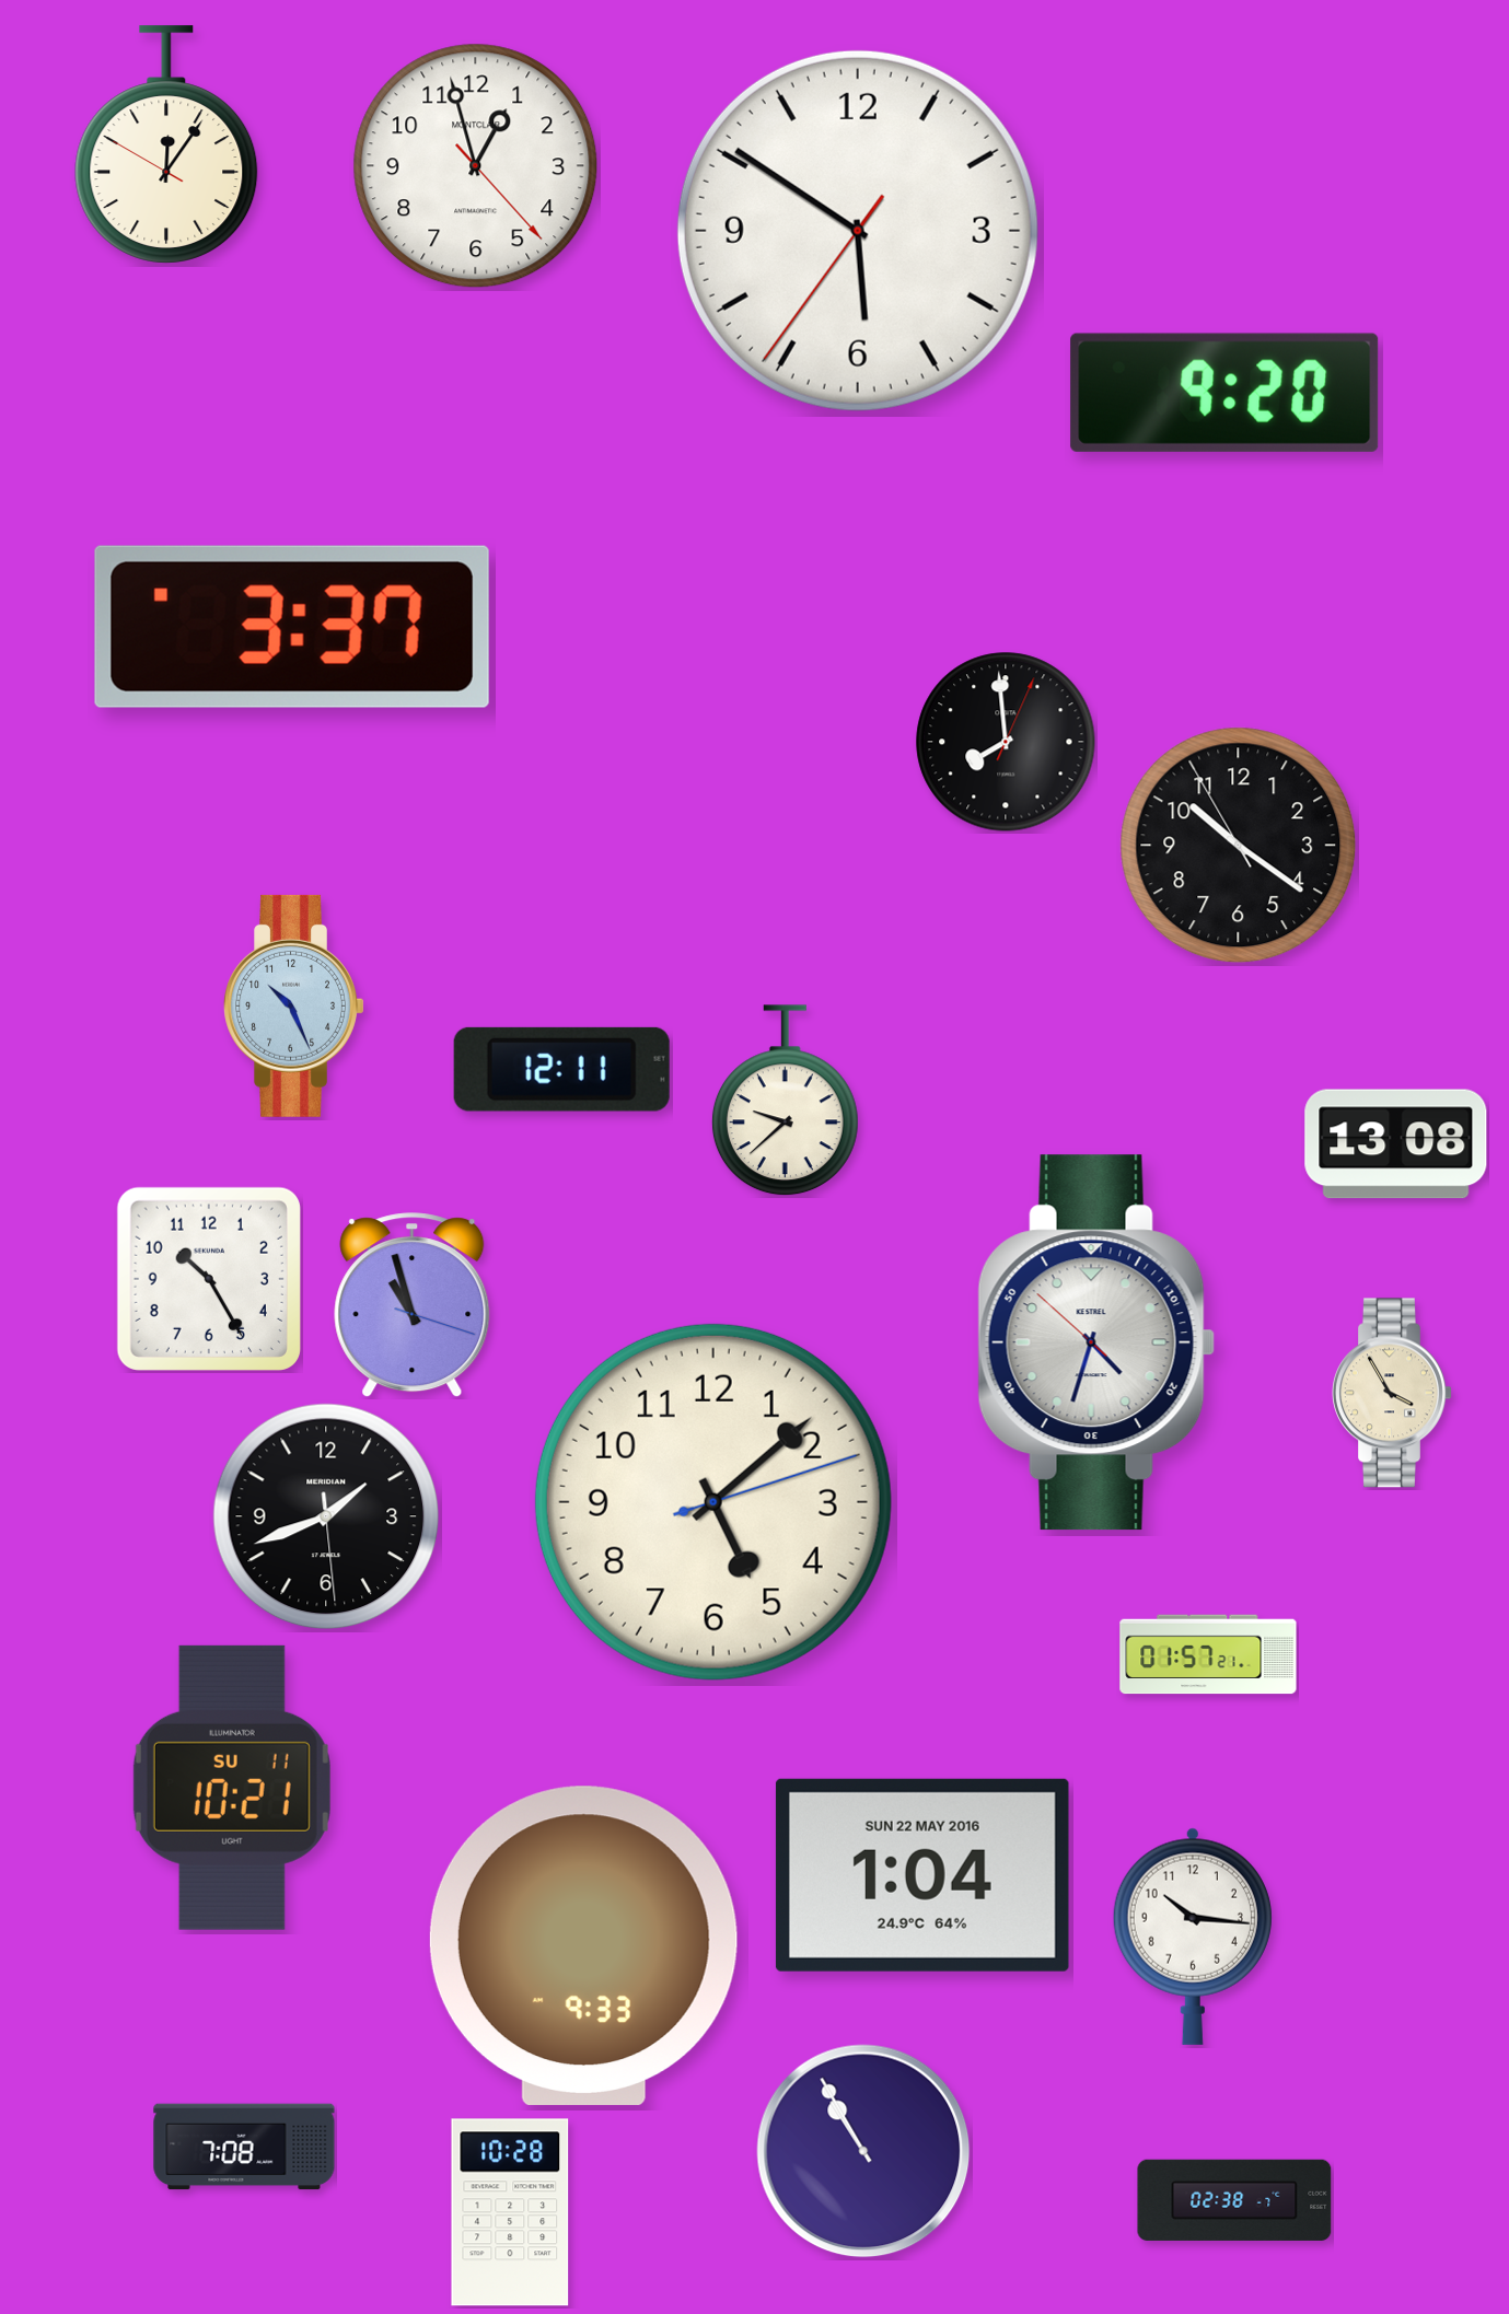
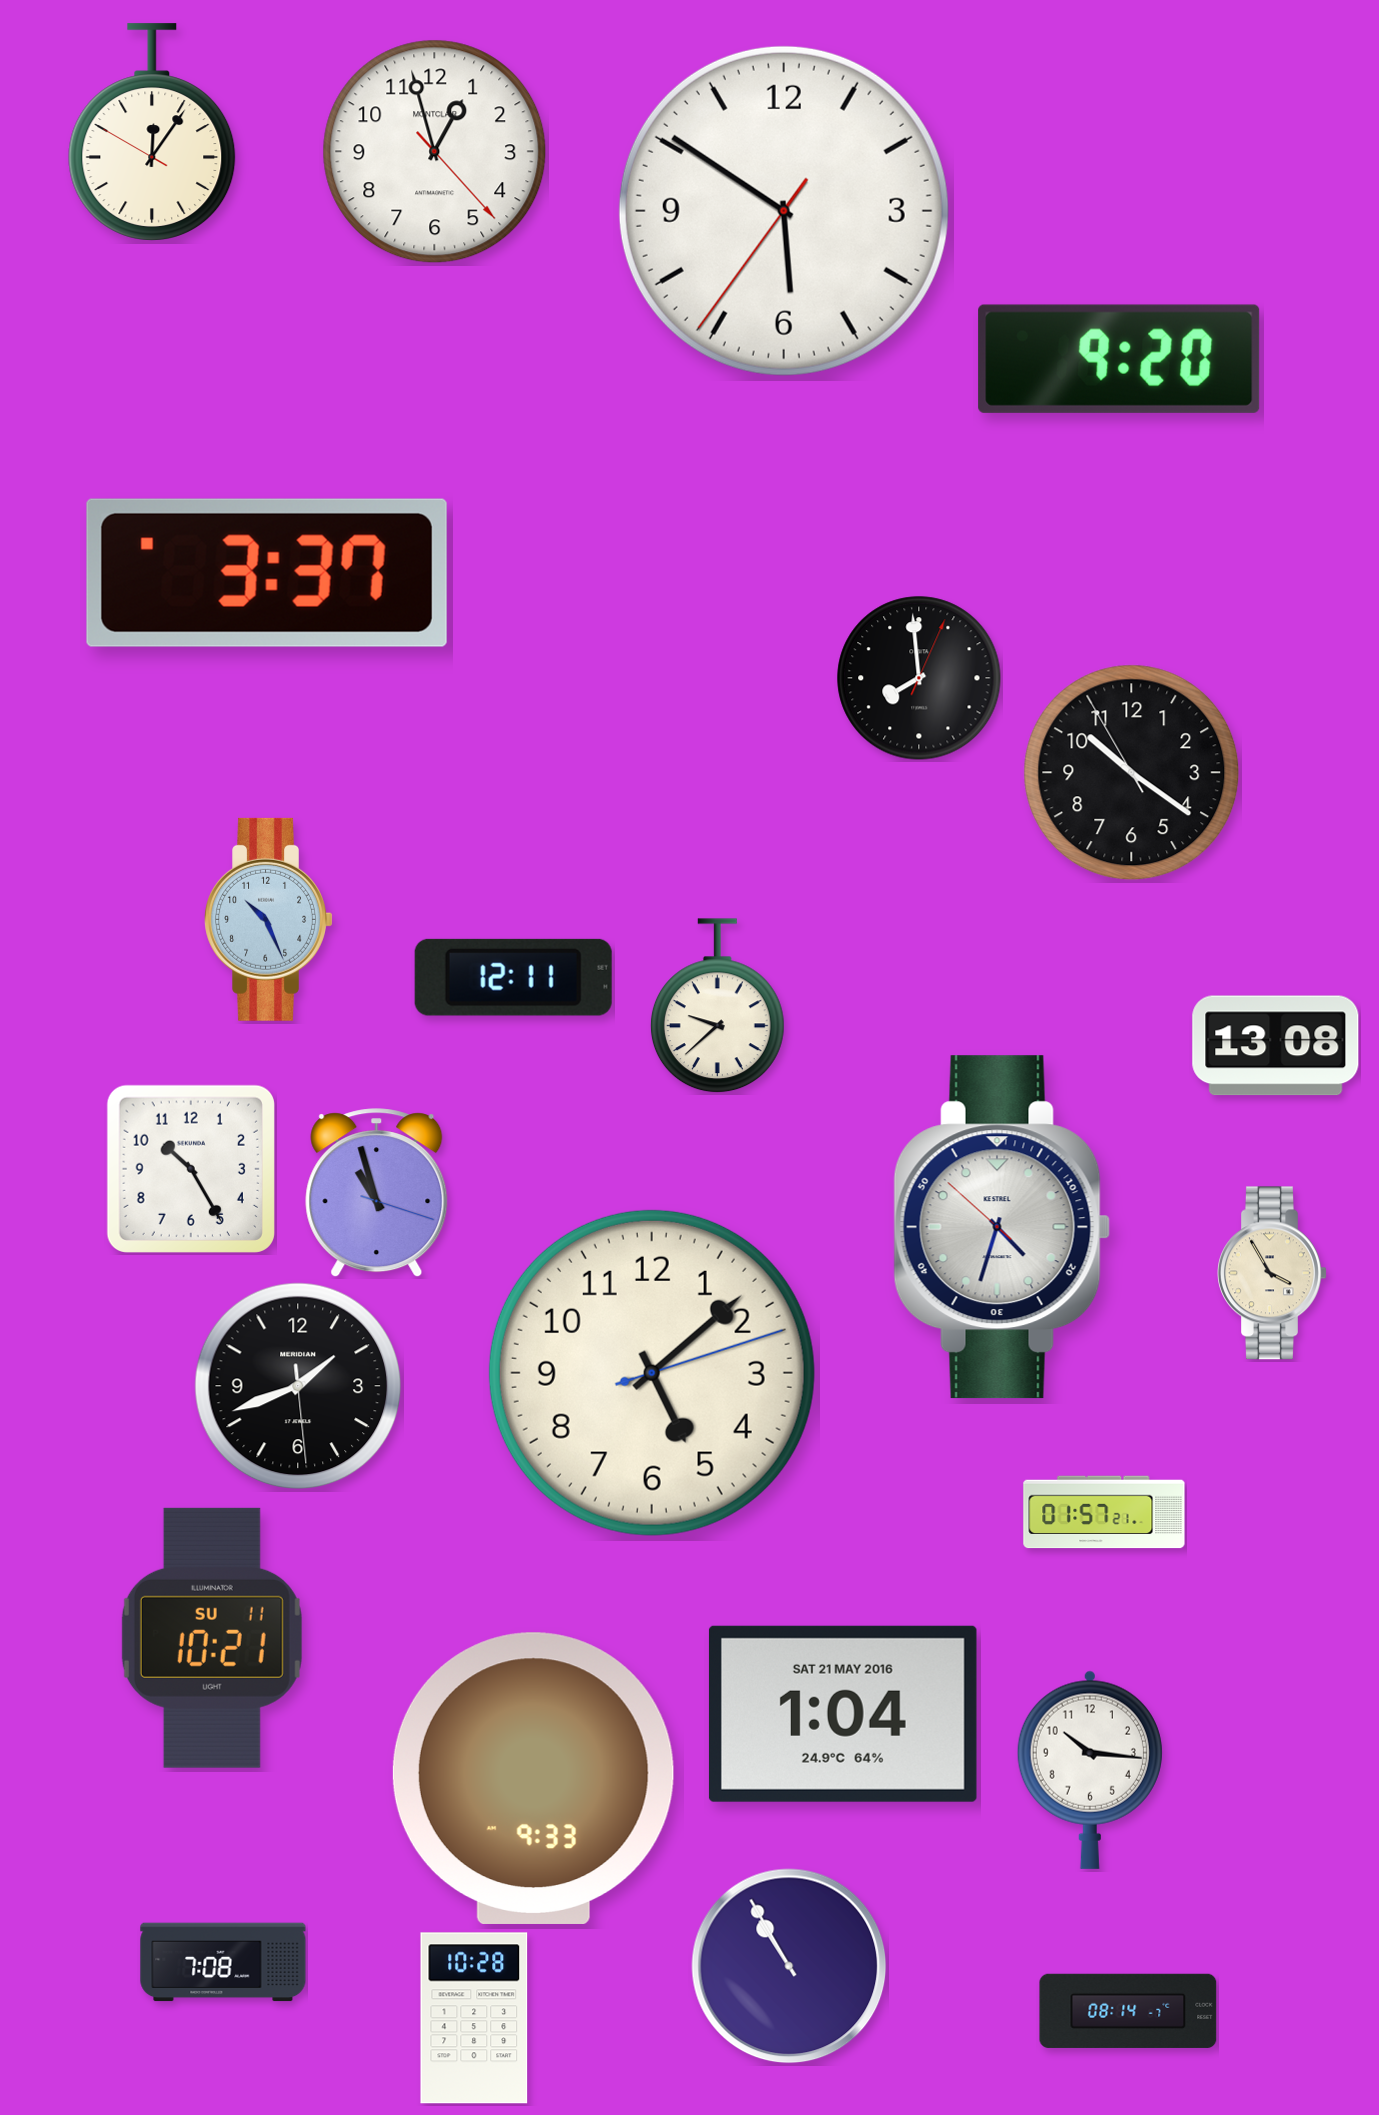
clock at (232, 1788) position: (232, 1788) -> (212, 1638)
clock at (922, 1875) date: SUN 22 MAY 2016 -> SAT 21 MAY 2016
clock at (1234, 2200): 02:38 -> 08:14
clock at (510, 2212) position: (510, 2212) -> (474, 2018)
